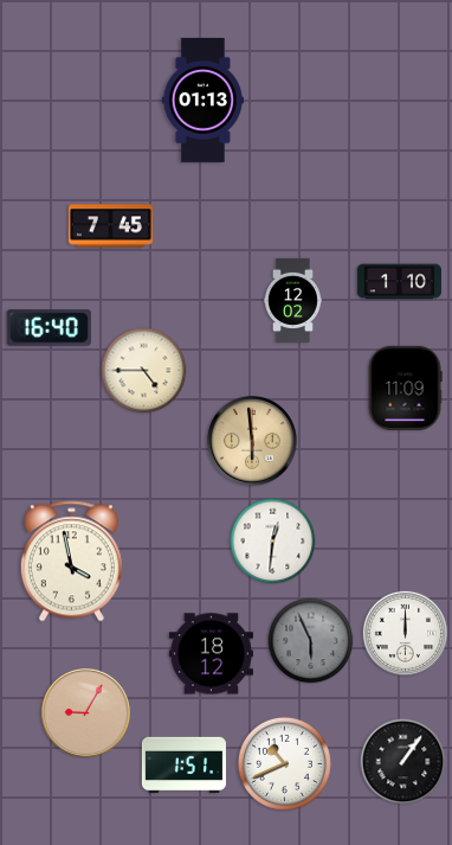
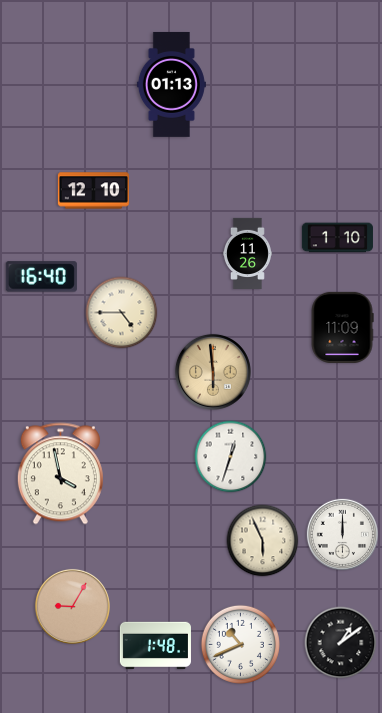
clock at (110, 226): 7:45 -> 12:10
clock at (292, 300): 12:02 -> 11:26
clock at (273, 542): 12:31 -> 12:33
clock at (311, 641) dial: grey -> cream
clock at (211, 654): 18:12 -> none
clock at (85, 712) position: (85, 712) -> (72, 606)
clock at (403, 762): 1:06 -> 1:09
clock at (183, 766): 1:51 -> 1:48
